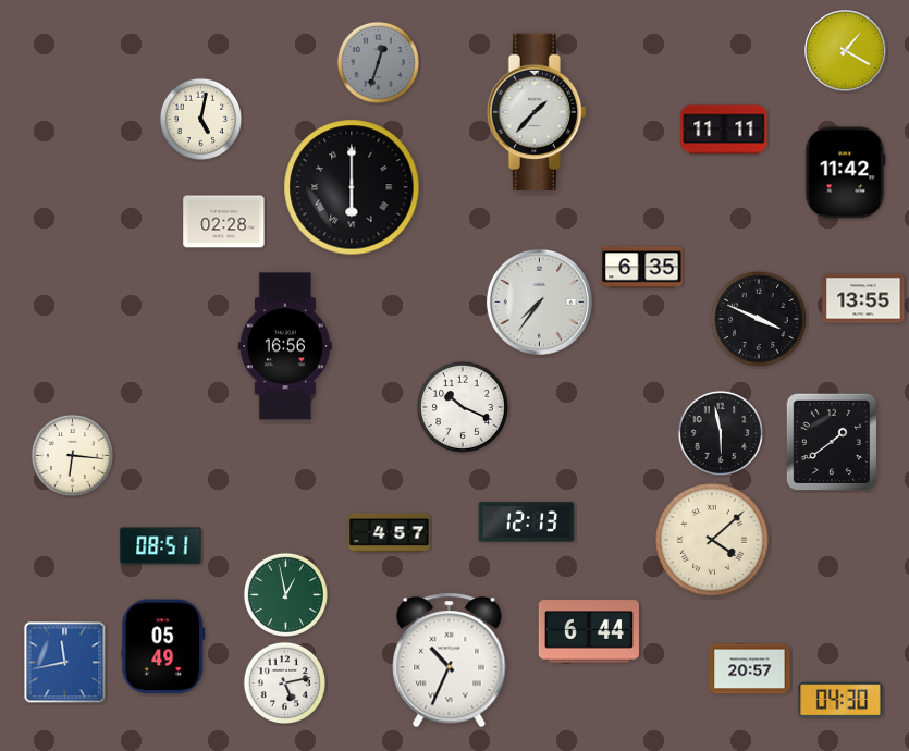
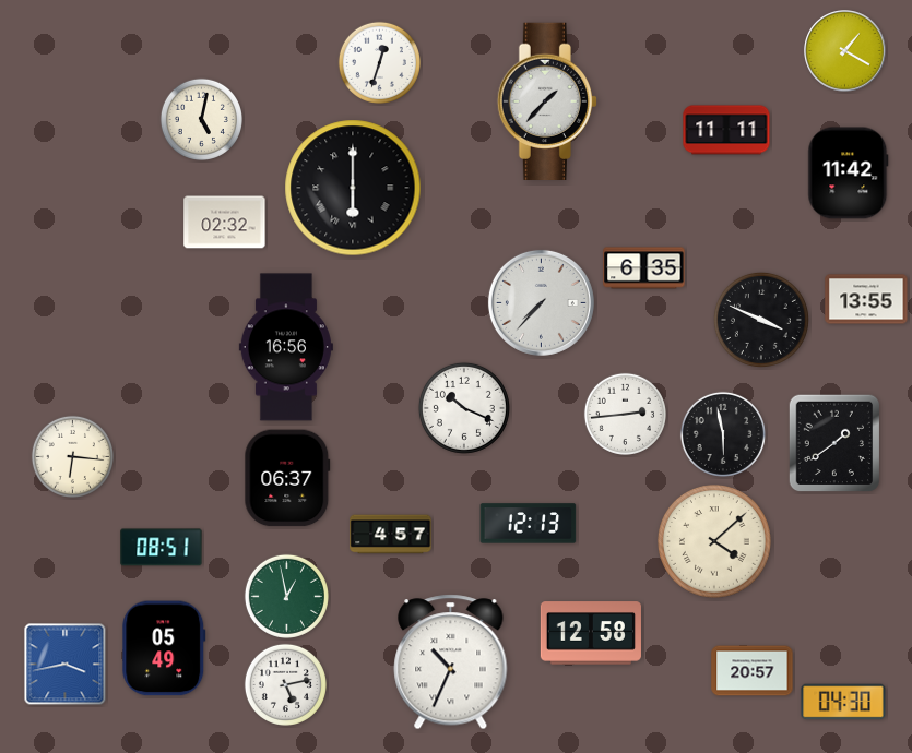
clock at (846, 51) position: (846, 51) -> (845, 51)
clock at (378, 62) dial: grey -> white
clock at (537, 111) position: (537, 111) -> (547, 100)
clock at (224, 222): 02:28 -> 02:32
clock at (539, 301): 7:36 -> 7:37
clock at (625, 414): none -> 2:44
clock at (287, 478): none -> 06:37
clock at (589, 631): 6:44 -> 12:58
clock at (65, 663): 11:43 -> 3:43
